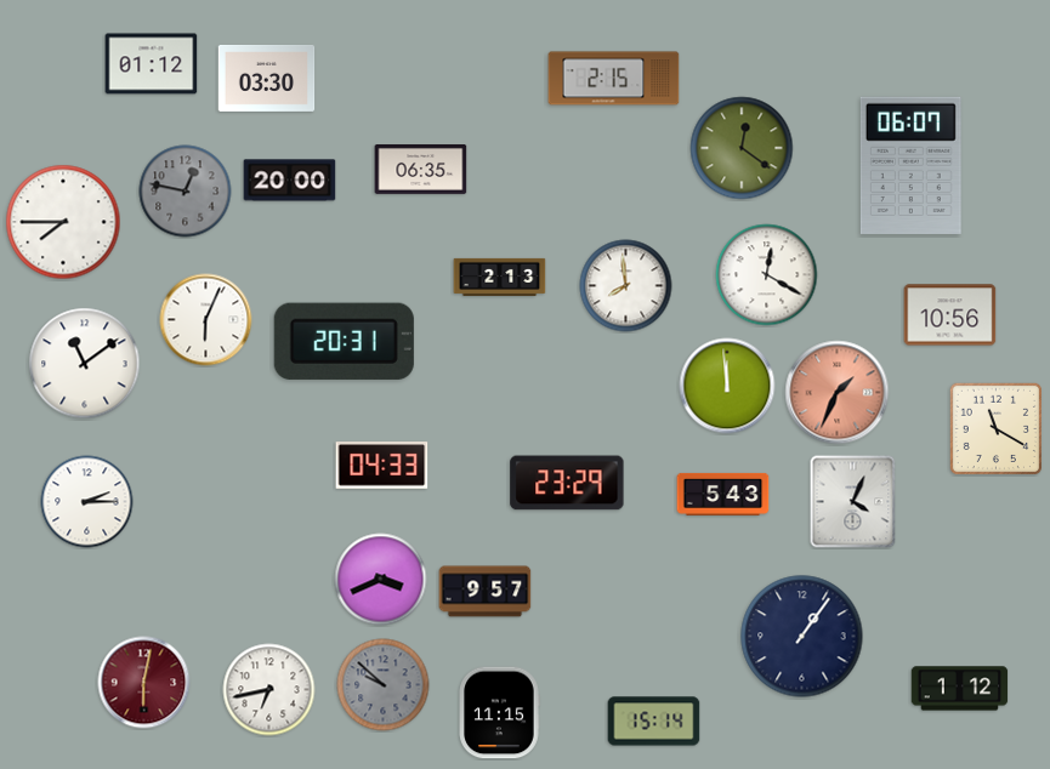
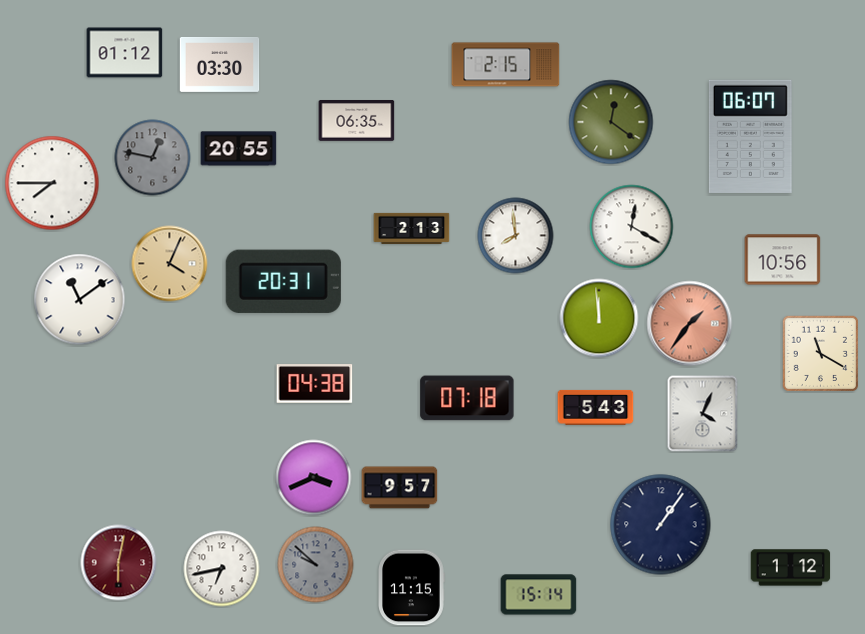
clock at (421, 170) position: (421, 170) -> (357, 121)
clock at (290, 181): 20:00 -> 20:55
clock at (206, 320): 6:04 -> 4:04
clock at (206, 320) dial: white -> champagne
clock at (85, 364) position: (85, 364) -> (80, 300)
clock at (838, 393): 1:34 -> 1:36
clock at (382, 466): 04:33 -> 04:38
clock at (567, 483): 23:29 -> 07:18
clock at (87, 502): 2:15 -> none
